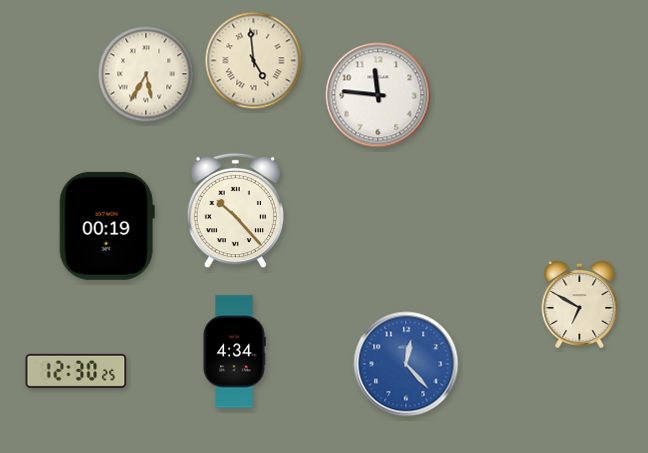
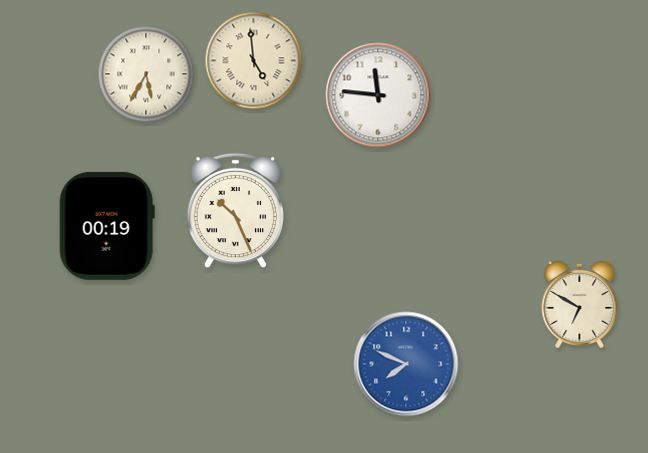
clock at (236, 211): 10:23 -> 10:26
clock at (234, 352): 4:34 -> none
clock at (406, 364): 12:23 -> 7:49
clock at (76, 371): 12:30 -> none
